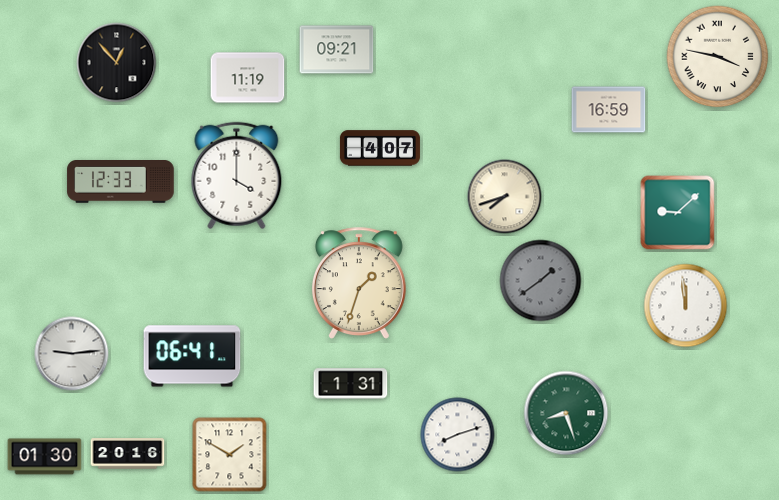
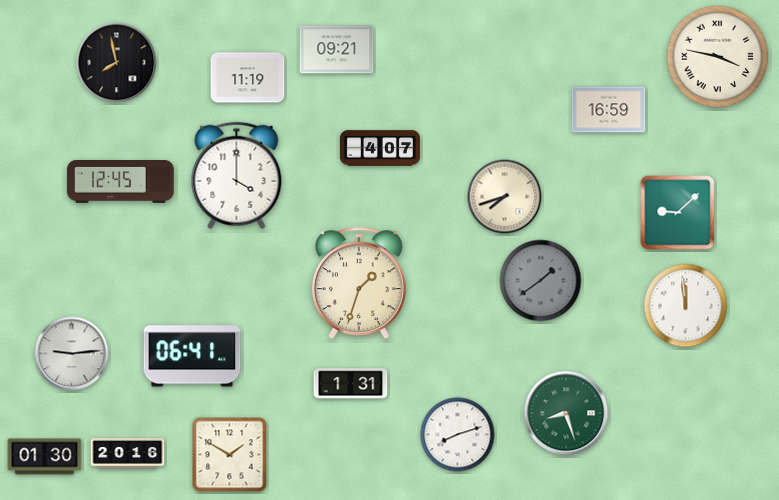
clock at (117, 63): 12:53 -> 7:58
clock at (121, 182): 12:33 -> 12:45
